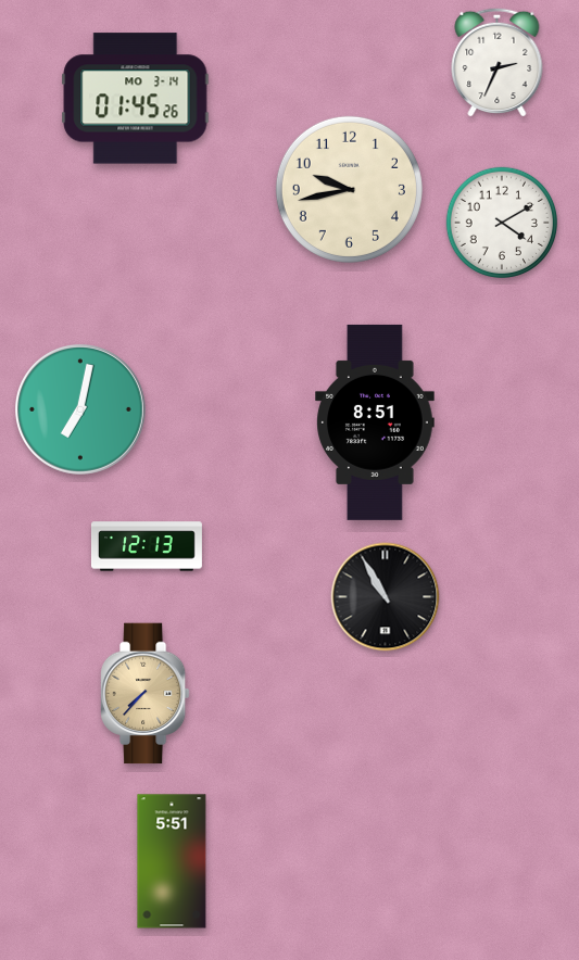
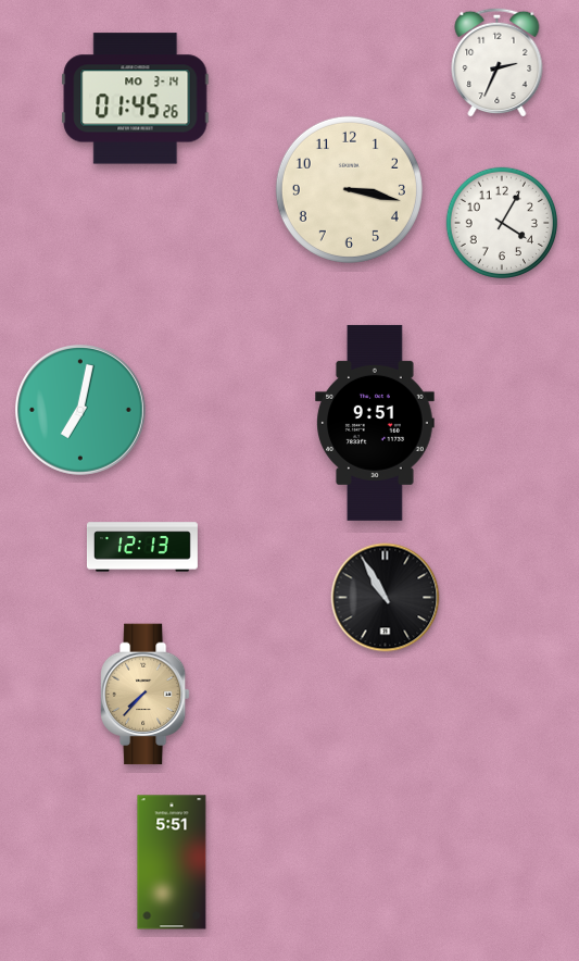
clock at (349, 189): 9:43 -> 3:17
clock at (501, 223): 4:10 -> 4:05
clock at (375, 422): 8:51 -> 9:51
clock at (147, 546) position: (147, 546) -> (142, 547)
